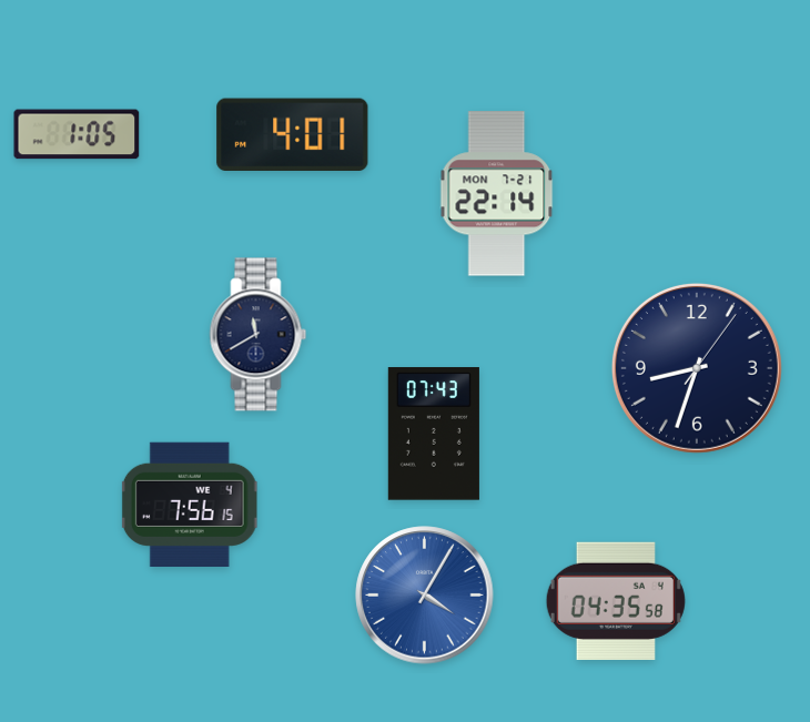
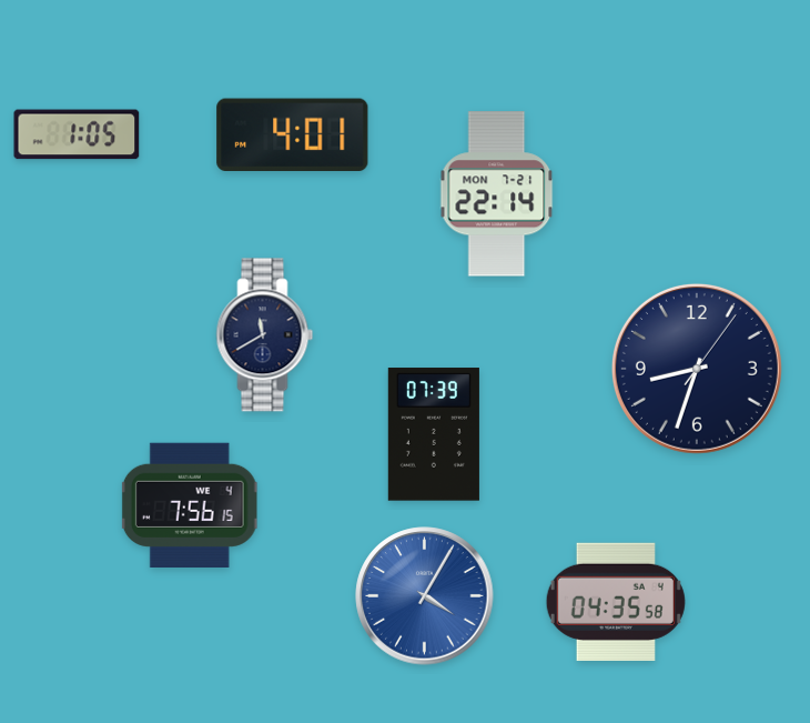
clock at (259, 335) position: (259, 335) -> (265, 335)
clock at (434, 434): 07:43 -> 07:39
